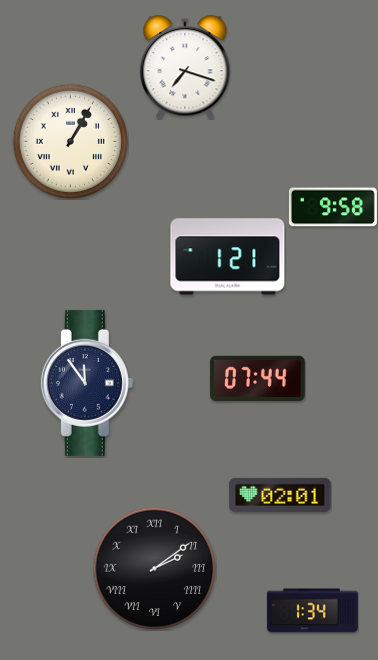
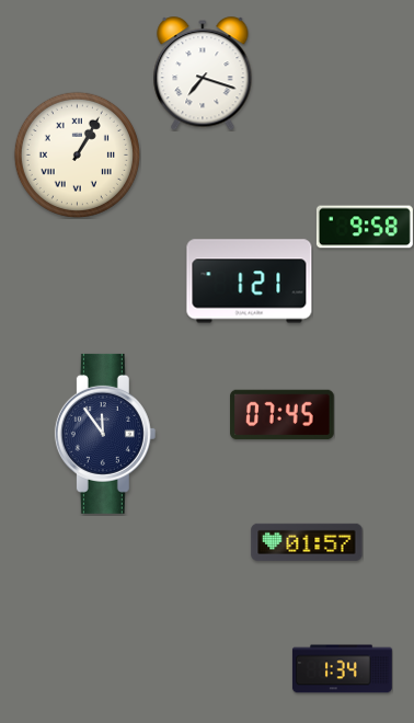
clock at (258, 379): 07:44 -> 07:45
clock at (87, 383) position: (87, 383) -> (105, 434)
clock at (280, 495): 02:01 -> 01:57
clock at (154, 568): 2:09 -> none
